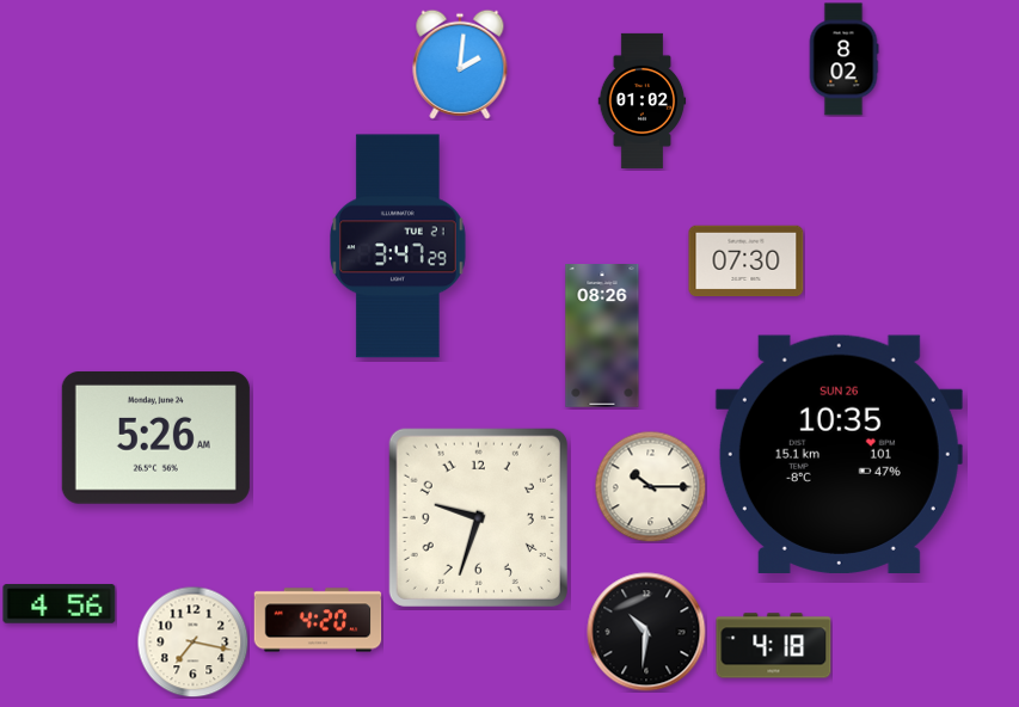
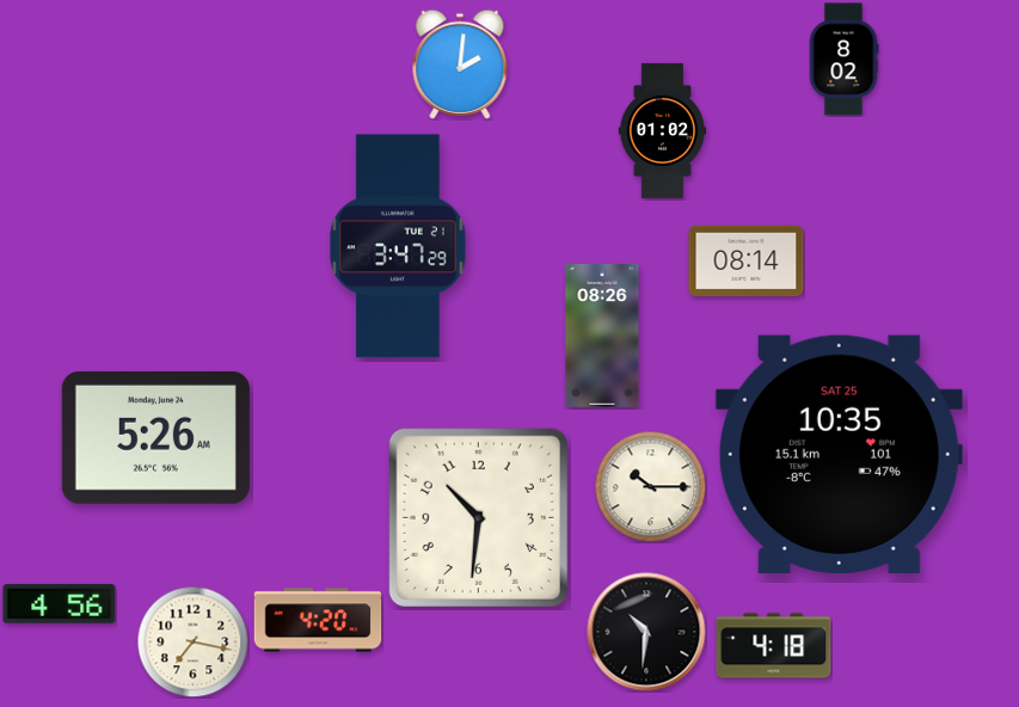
clock at (643, 100) position: (643, 100) -> (663, 130)
clock at (747, 262): 07:30 -> 08:14
clock at (839, 454) date: SUN 26 -> SAT 25
clock at (478, 517): 9:33 -> 10:31
